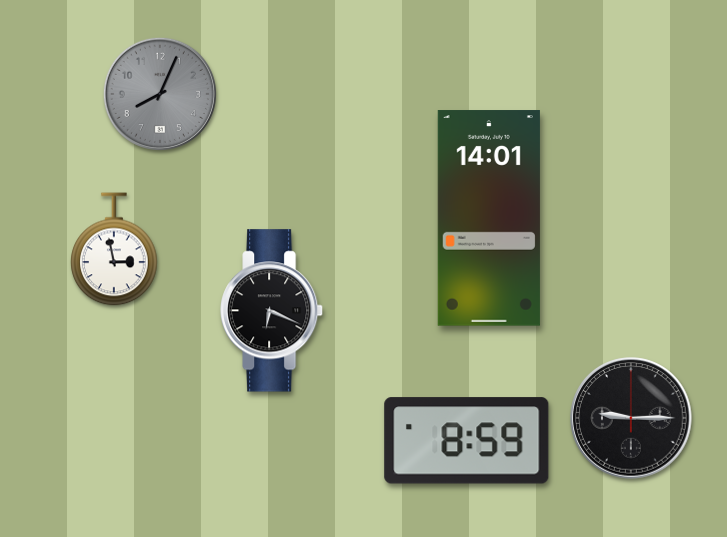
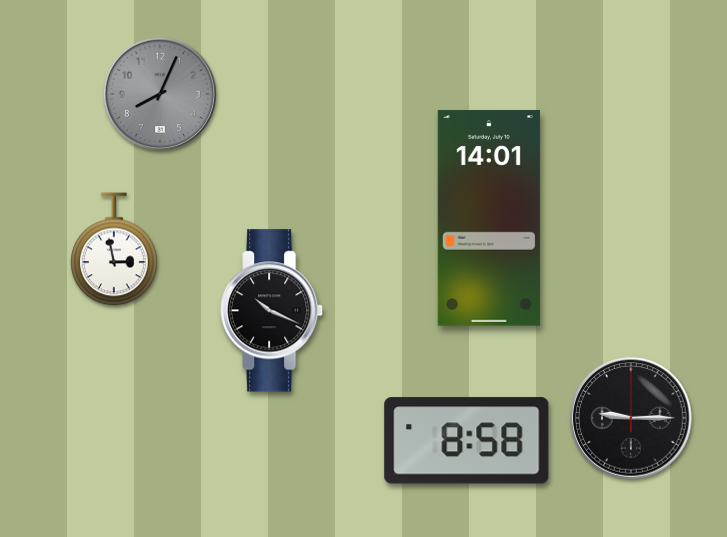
clock at (273, 311): 6:19 -> 10:19
clock at (467, 441): 8:59 -> 8:58
